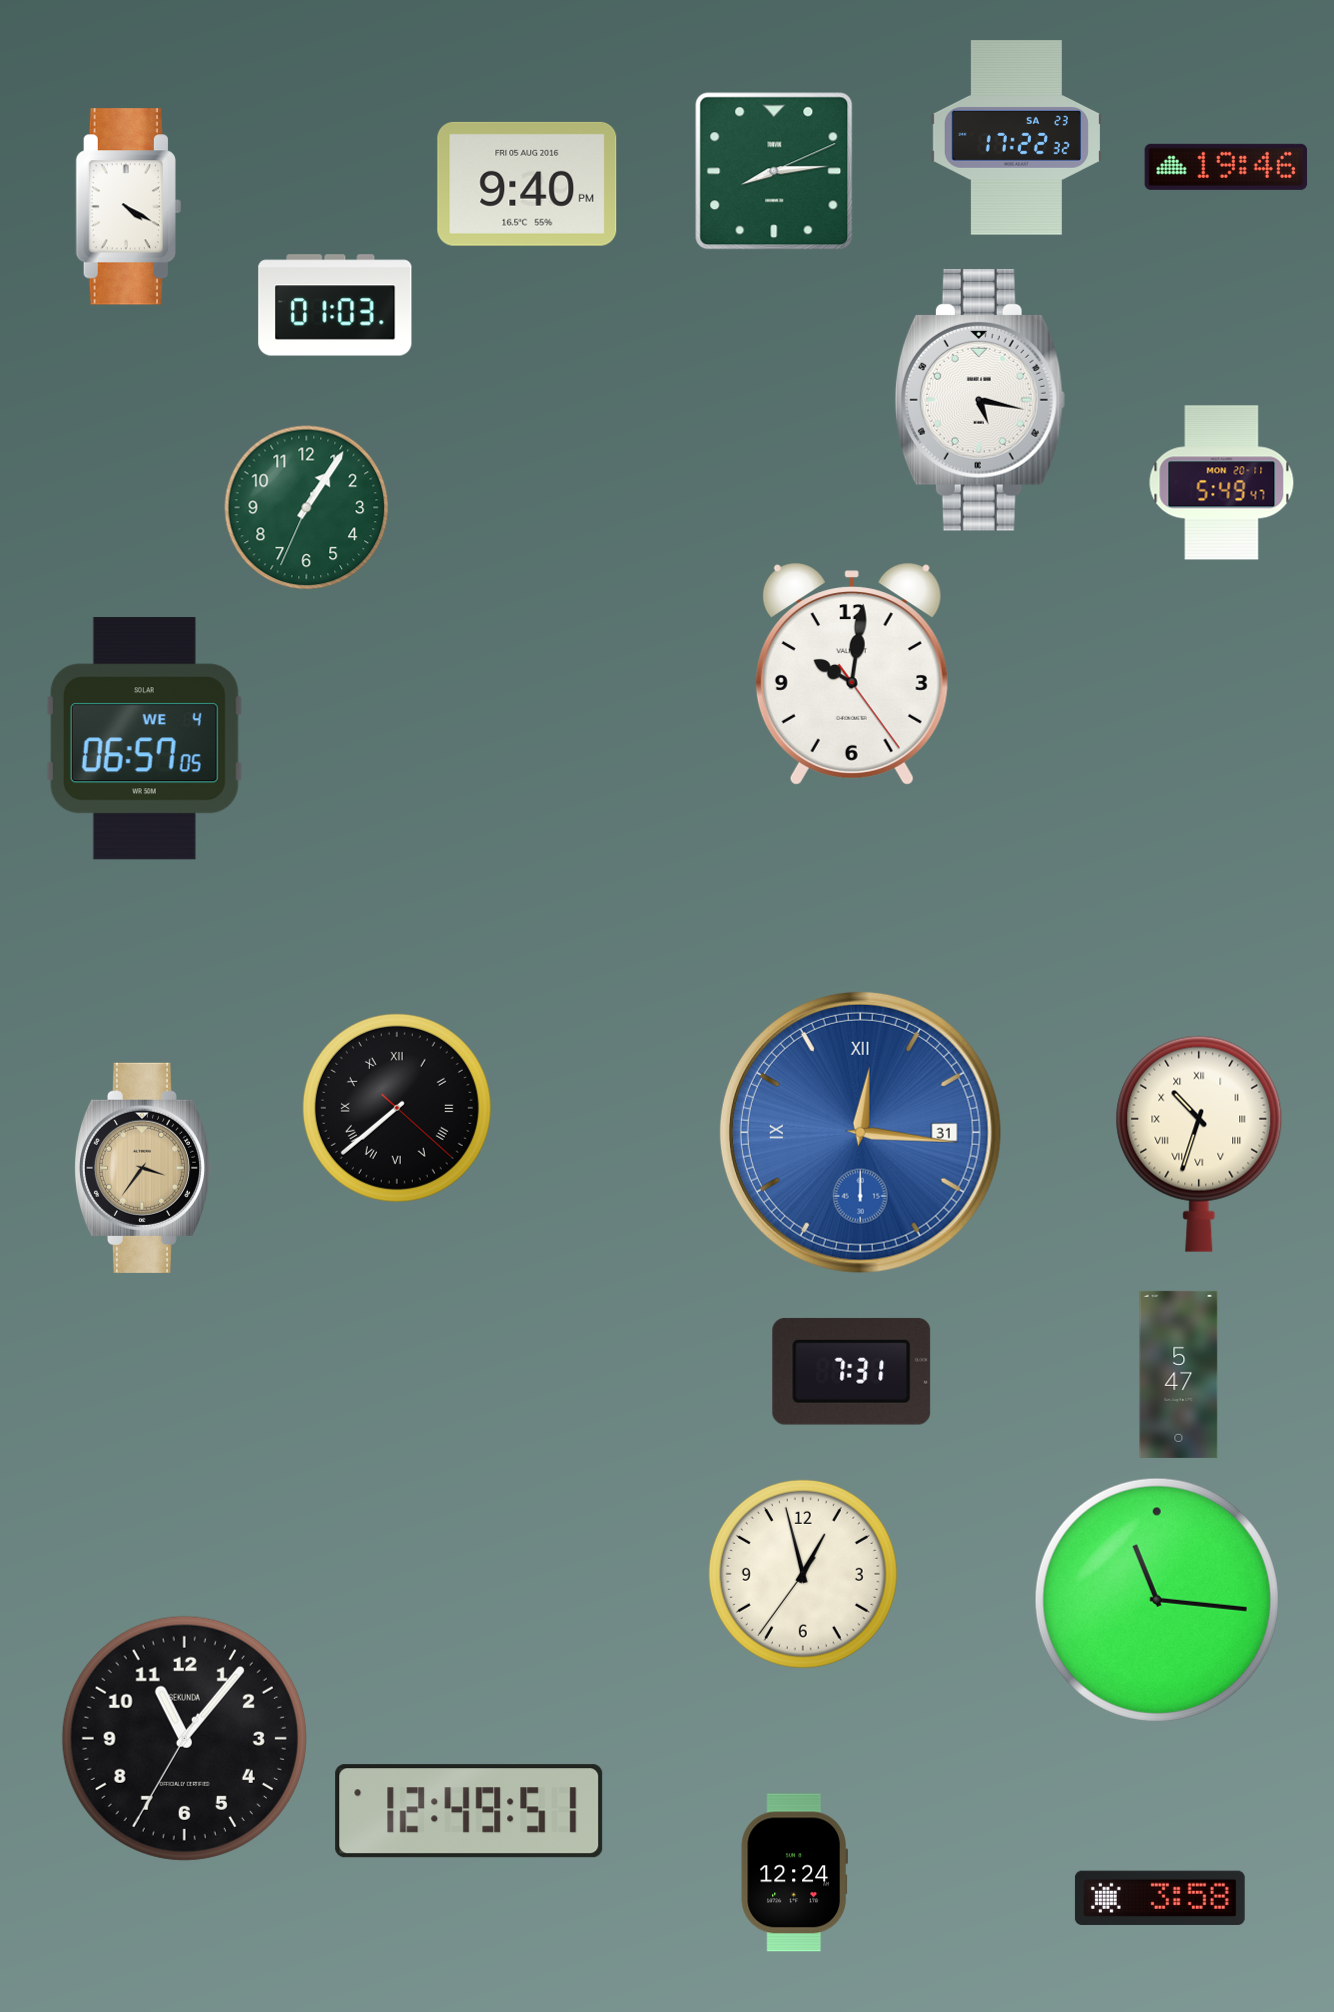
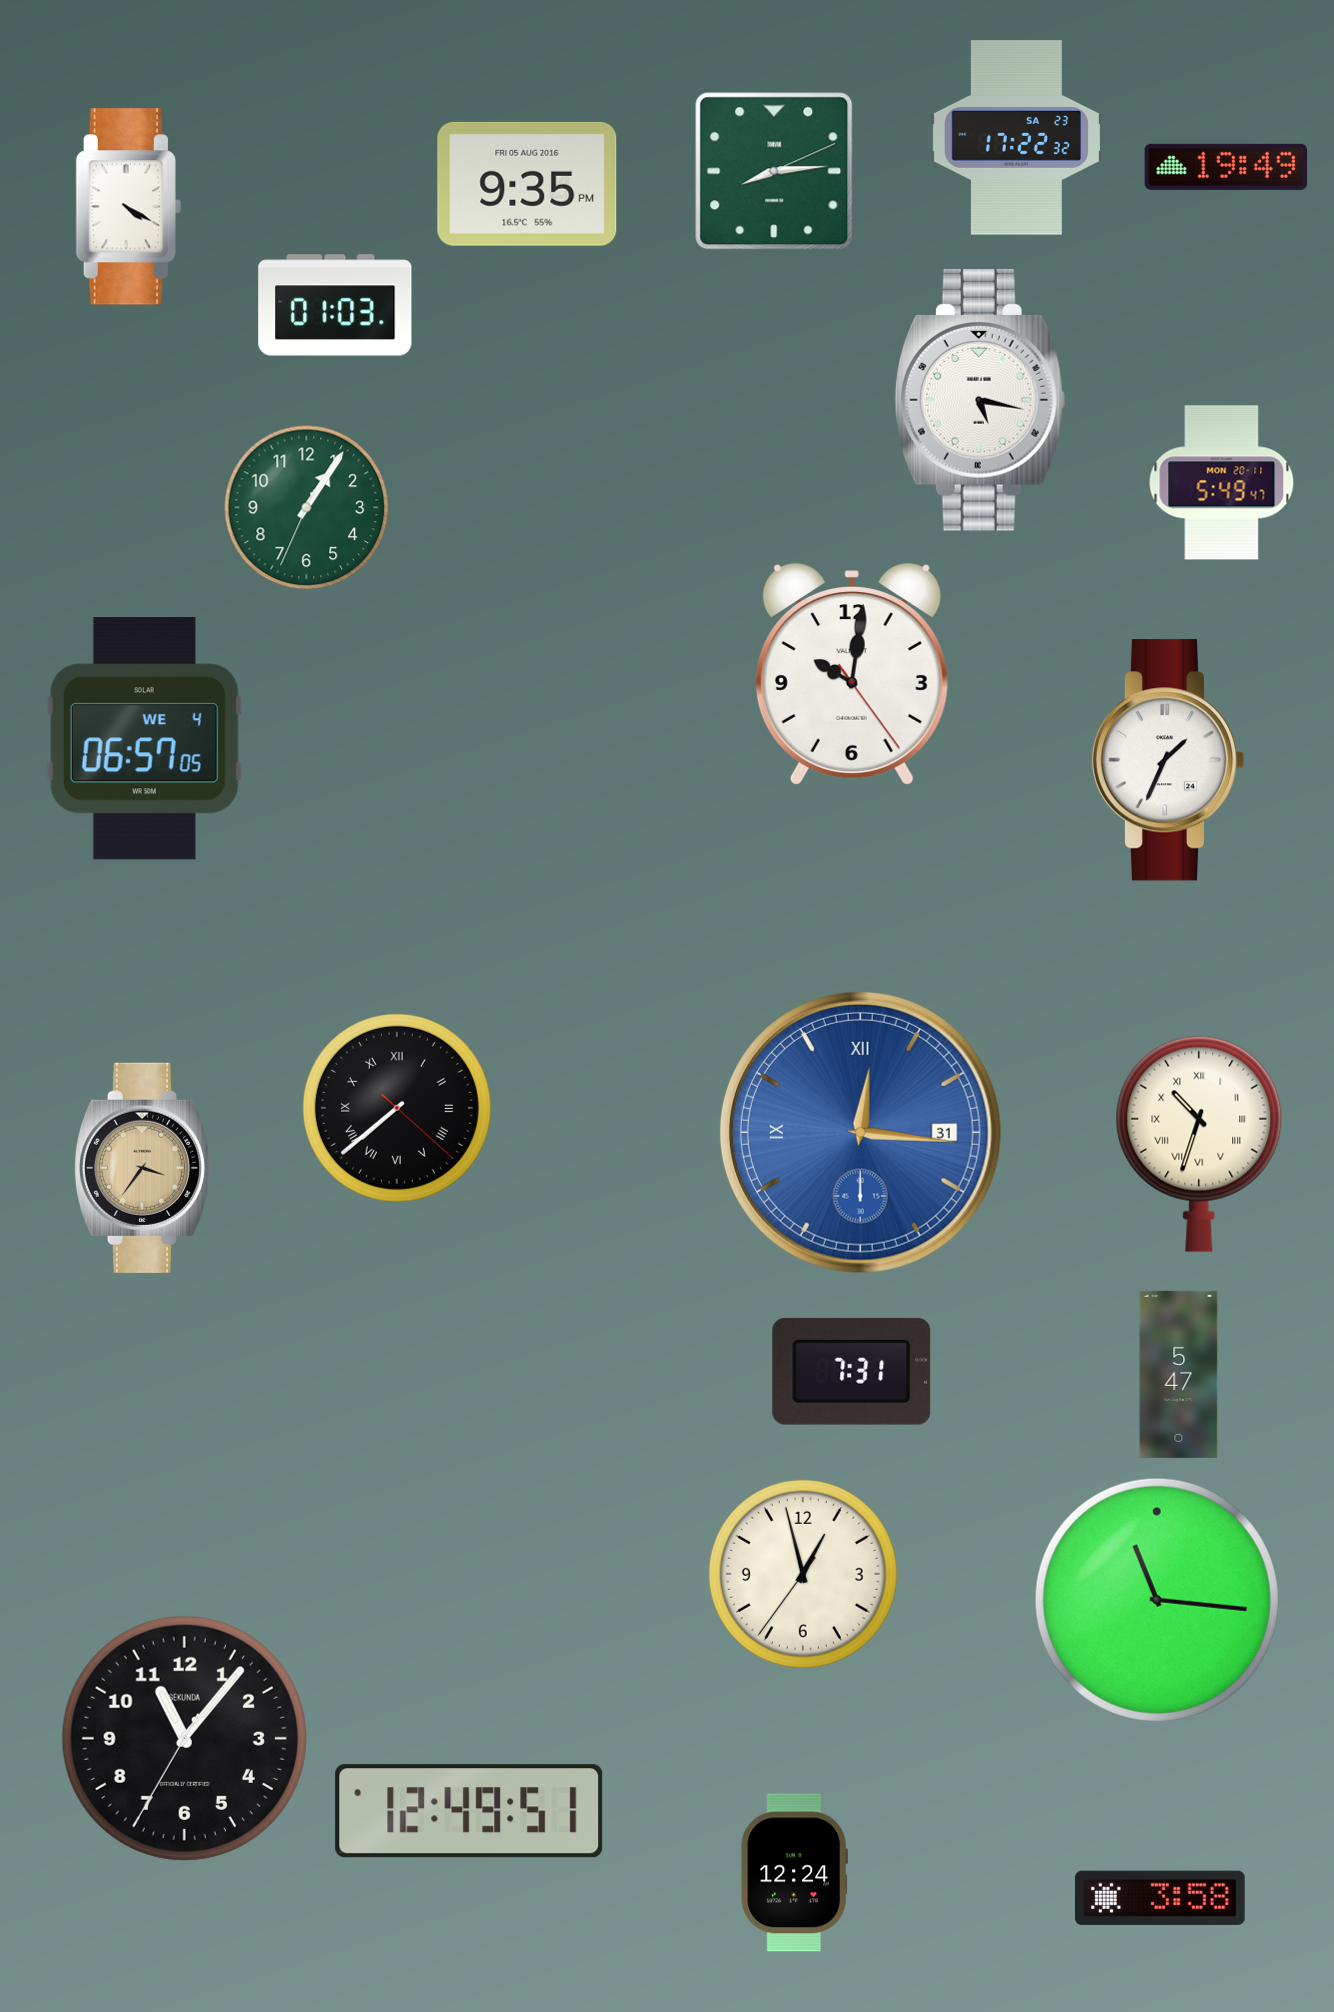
clock at (1226, 167): 19:46 -> 19:49
clock at (527, 184): 9:40 -> 9:35
clock at (1168, 760): none -> 1:34
